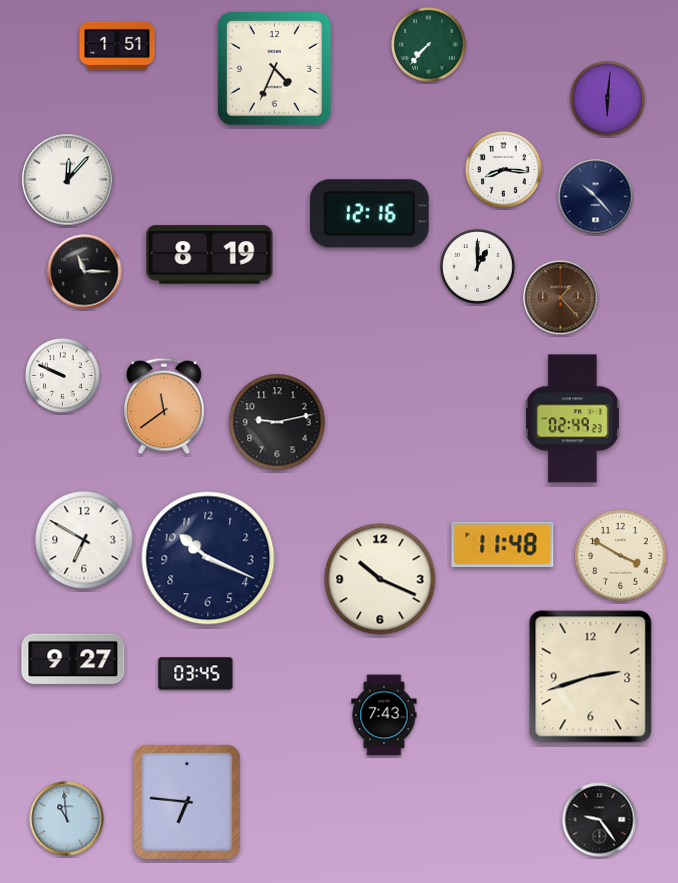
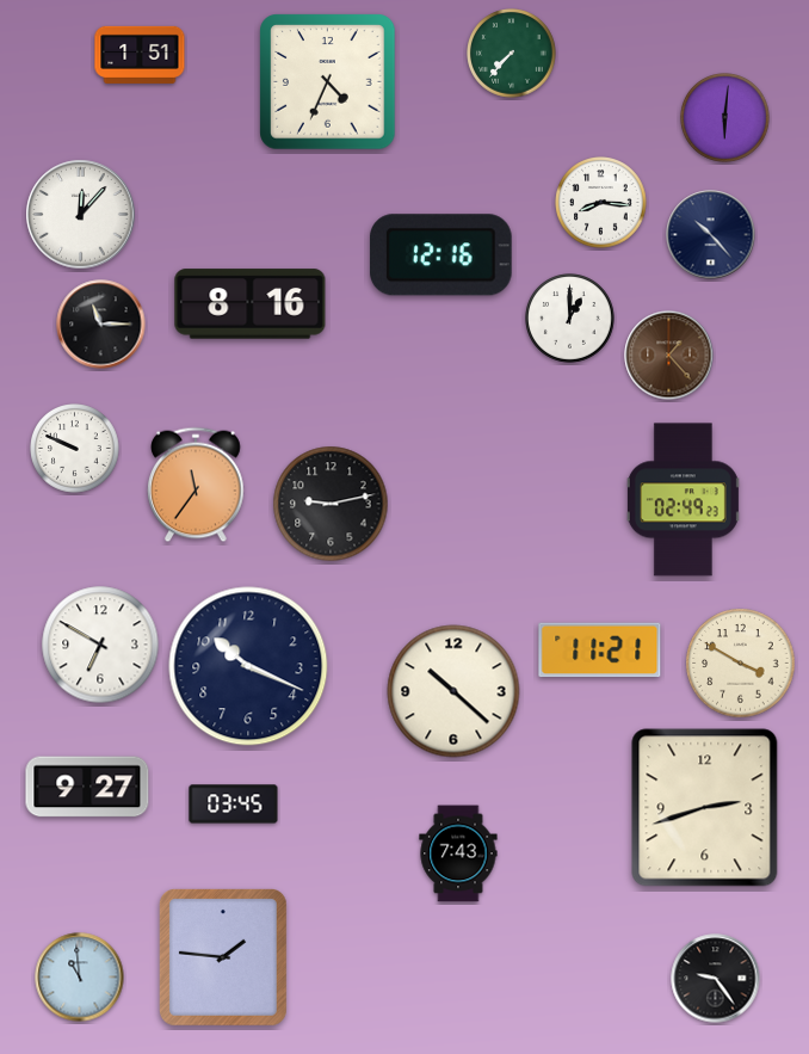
clock at (210, 255): 8:19 -> 8:16
clock at (165, 406): 11:39 -> 11:36
clock at (503, 545): 11:48 -> 11:21
clock at (380, 579): 10:19 -> 10:22
clock at (187, 803): 6:46 -> 1:46
